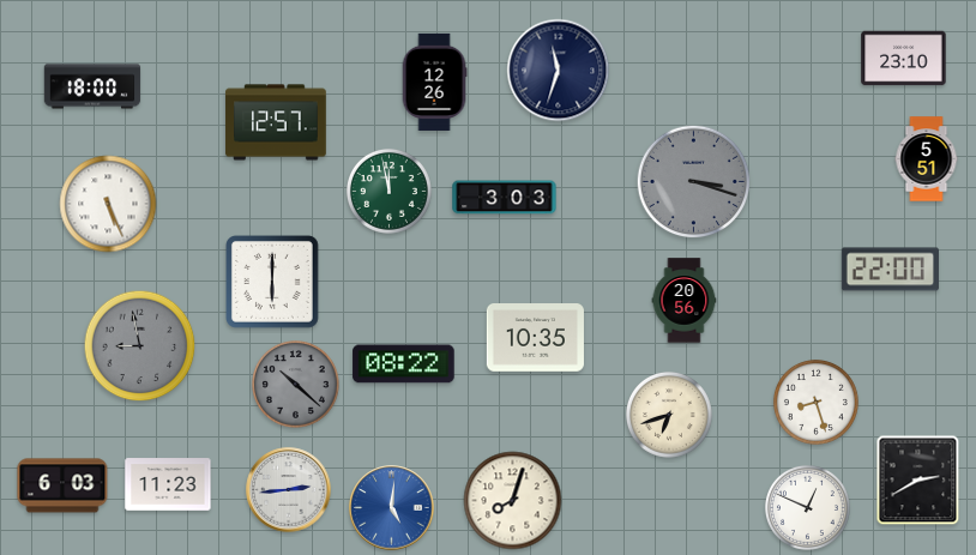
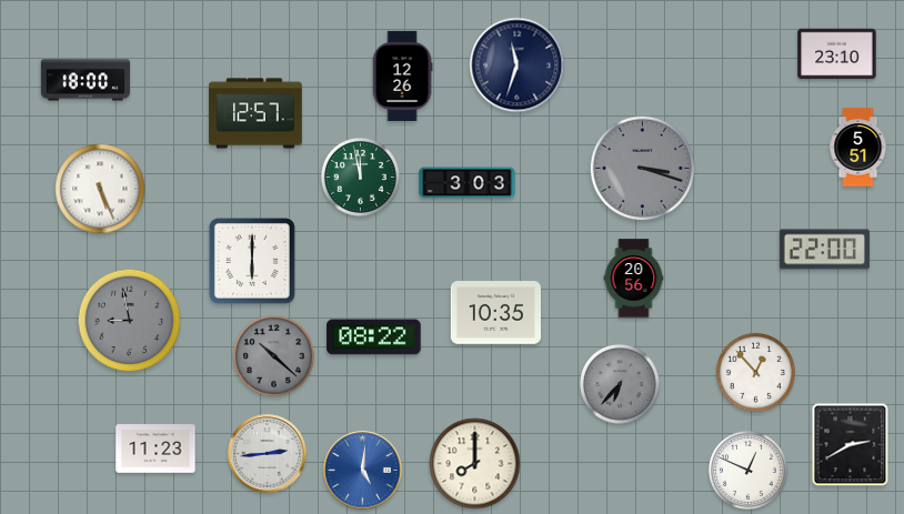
clock at (815, 402): 8:27 -> 12:53
clock at (670, 416): 6:42 -> 6:37
clock at (670, 416) dial: cream -> grey
clock at (62, 485): 6:03 -> none
clock at (513, 501): 8:03 -> 8:00
